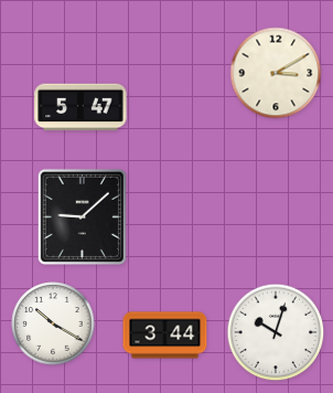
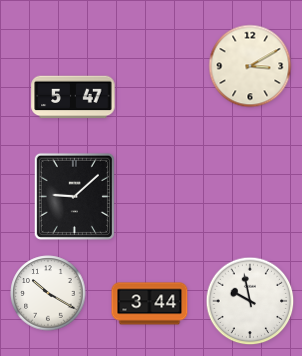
clock at (276, 332): 10:03 -> 9:58
